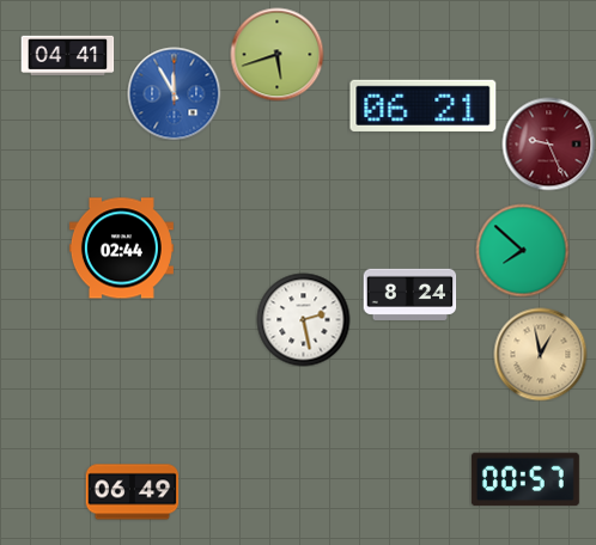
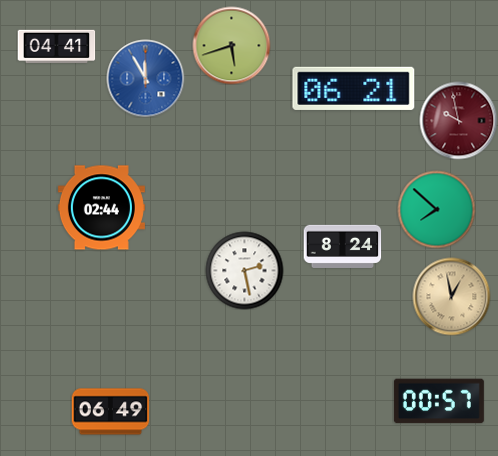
clock at (548, 143): 9:26 -> 9:58
clock at (303, 319) position: (303, 319) -> (244, 270)
